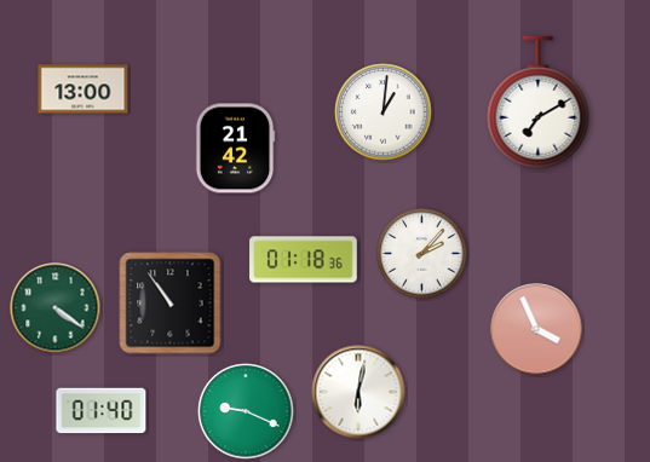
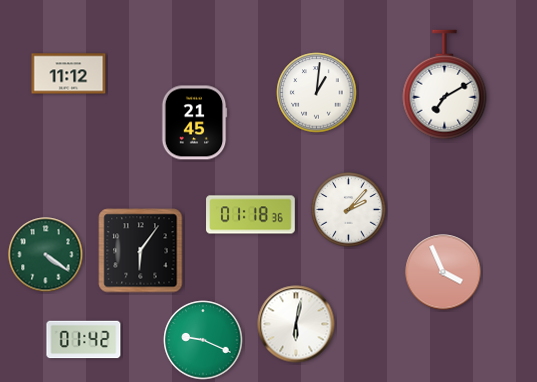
clock at (84, 89): 13:00 -> 11:12
clock at (235, 149): 21:42 -> 21:45
clock at (171, 304): 10:54 -> 6:06
clock at (102, 411): 01:40 -> 01:42
